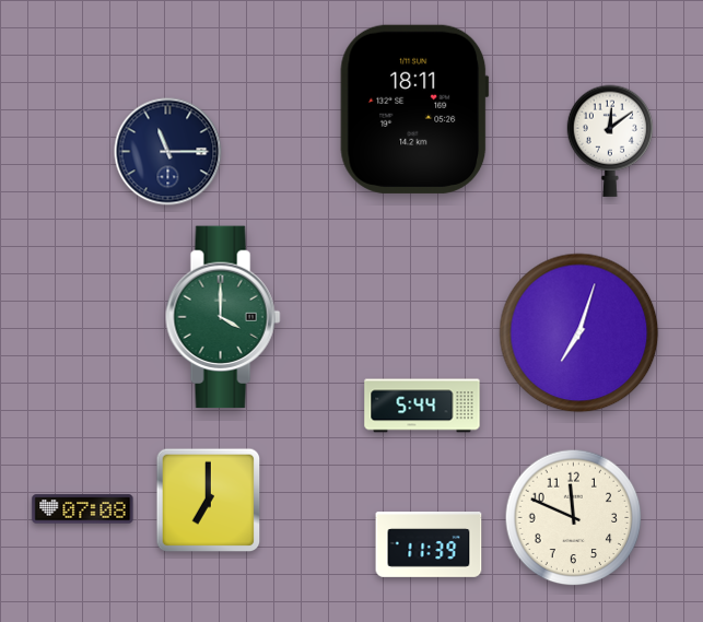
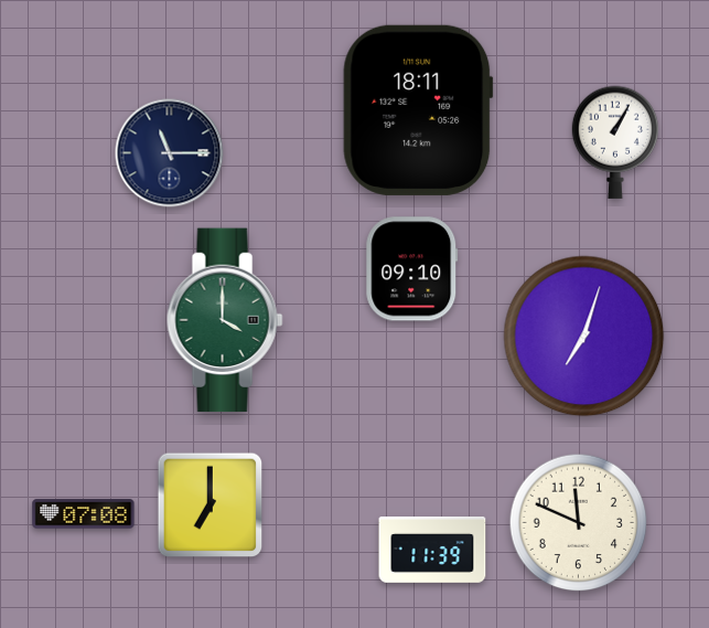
clock at (609, 141): 12:09 -> 1:05
clock at (412, 269): none -> 09:10
clock at (422, 406): 5:44 -> none
